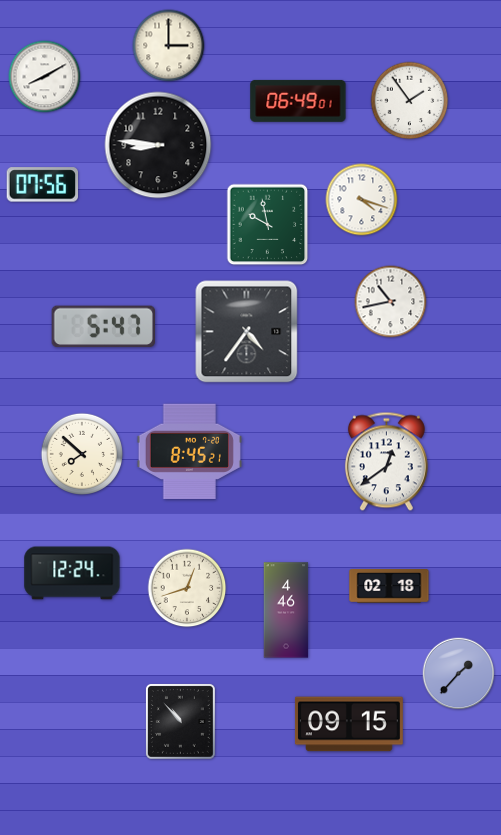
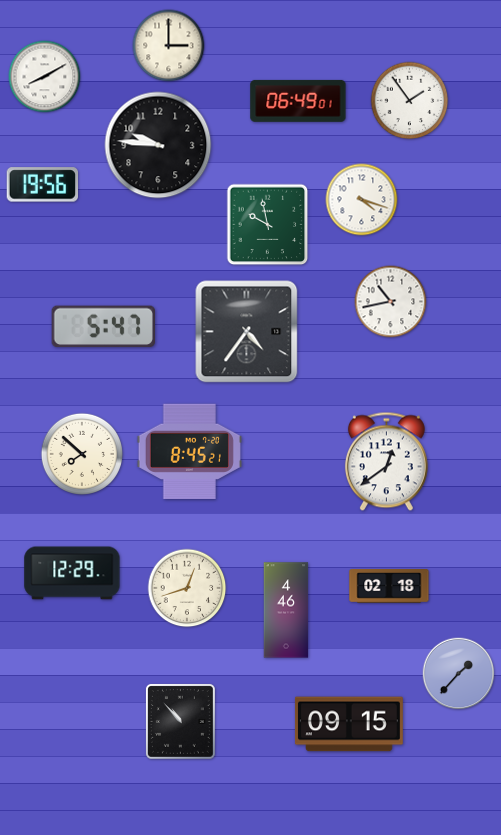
clock at (158, 145): 8:46 -> 9:46
clock at (42, 185): 07:56 -> 19:56
clock at (72, 573): 12:24 -> 12:29
